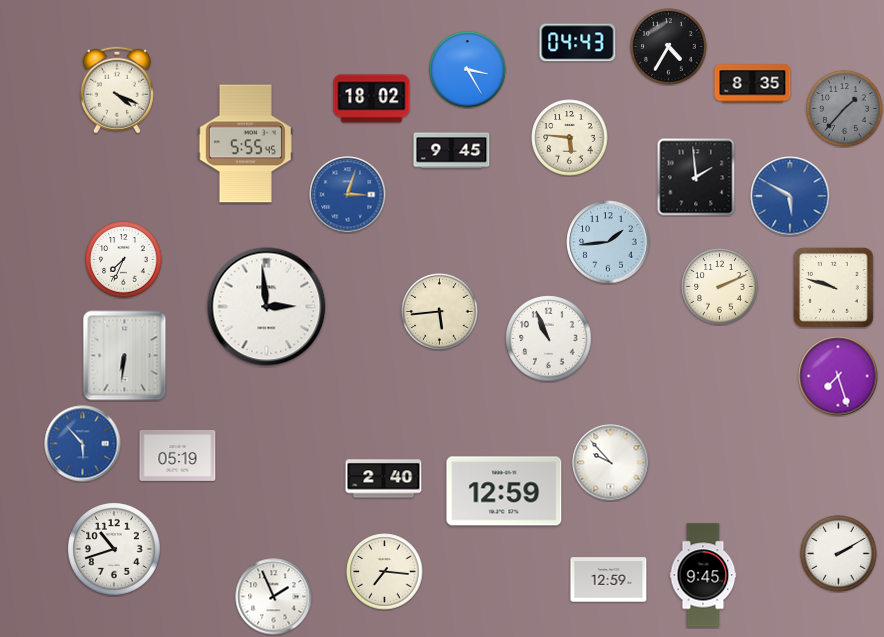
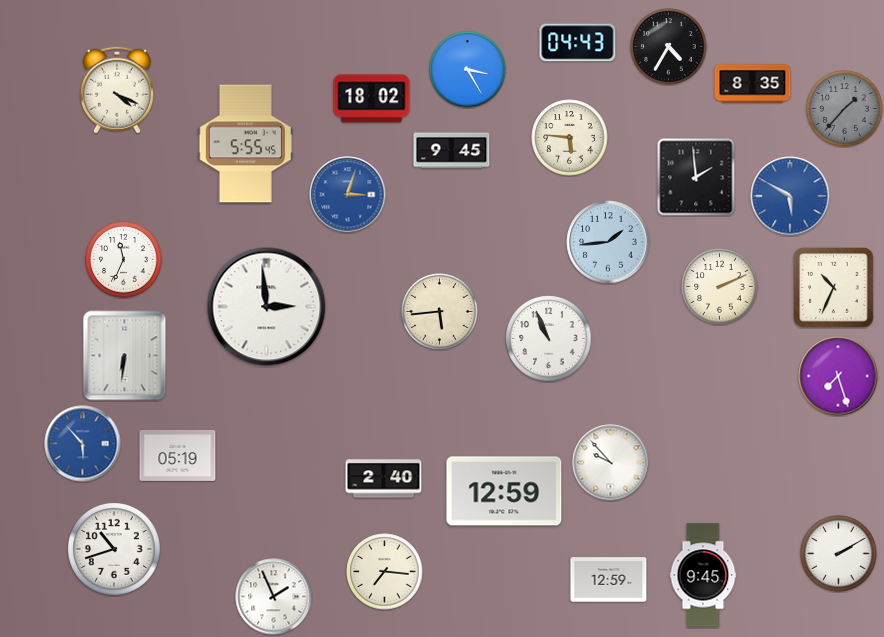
clock at (124, 260): 7:34 -> 11:34
clock at (834, 288): 9:48 -> 10:34
